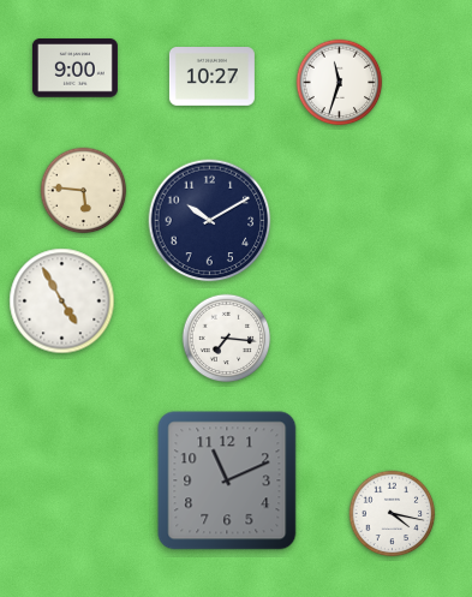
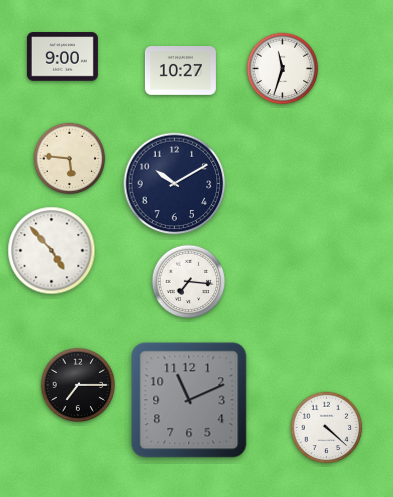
clock at (211, 77) position: (211, 77) -> (180, 71)
clock at (62, 302): 4:55 -> 4:53
clock at (78, 385): none -> 7:15
clock at (393, 514): 4:17 -> 4:22
